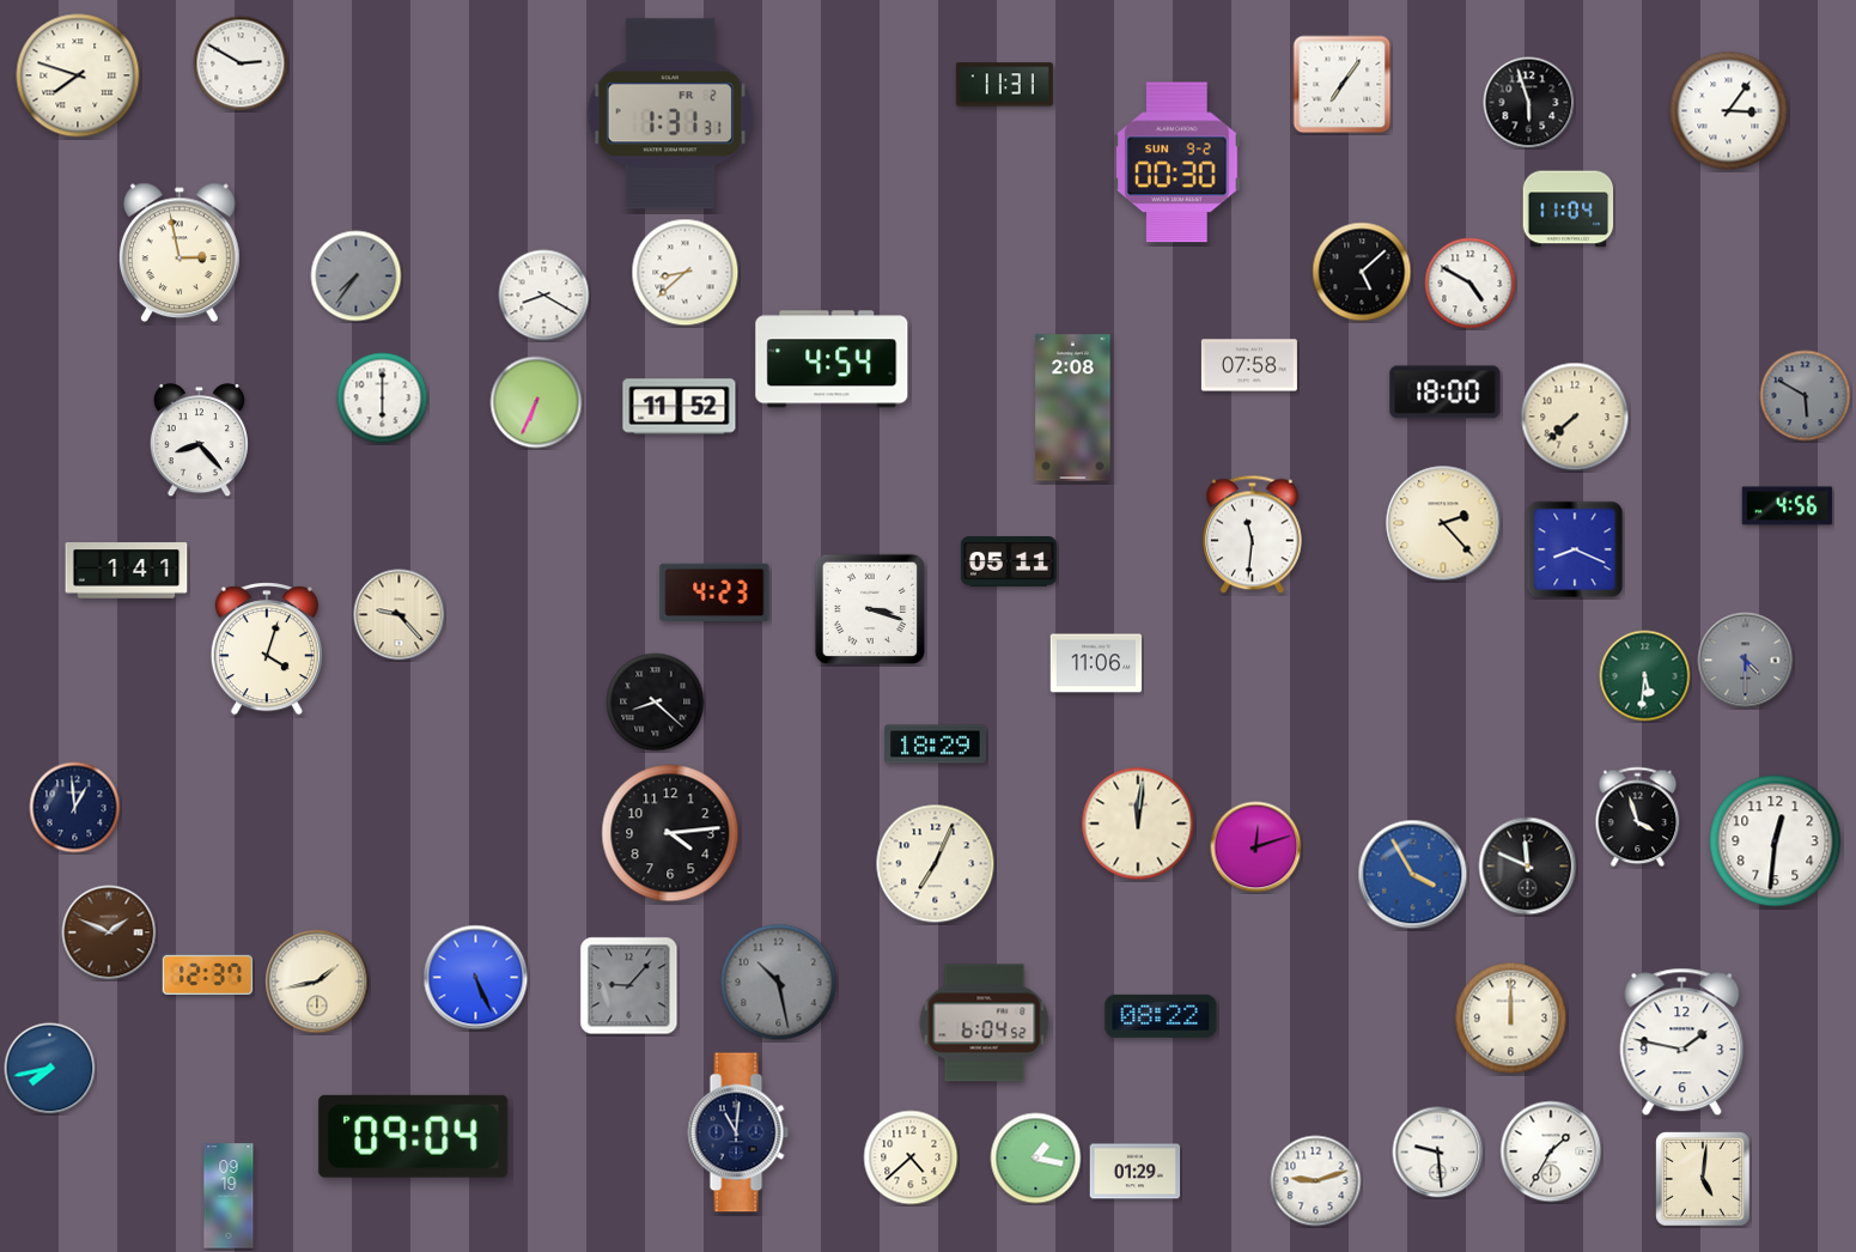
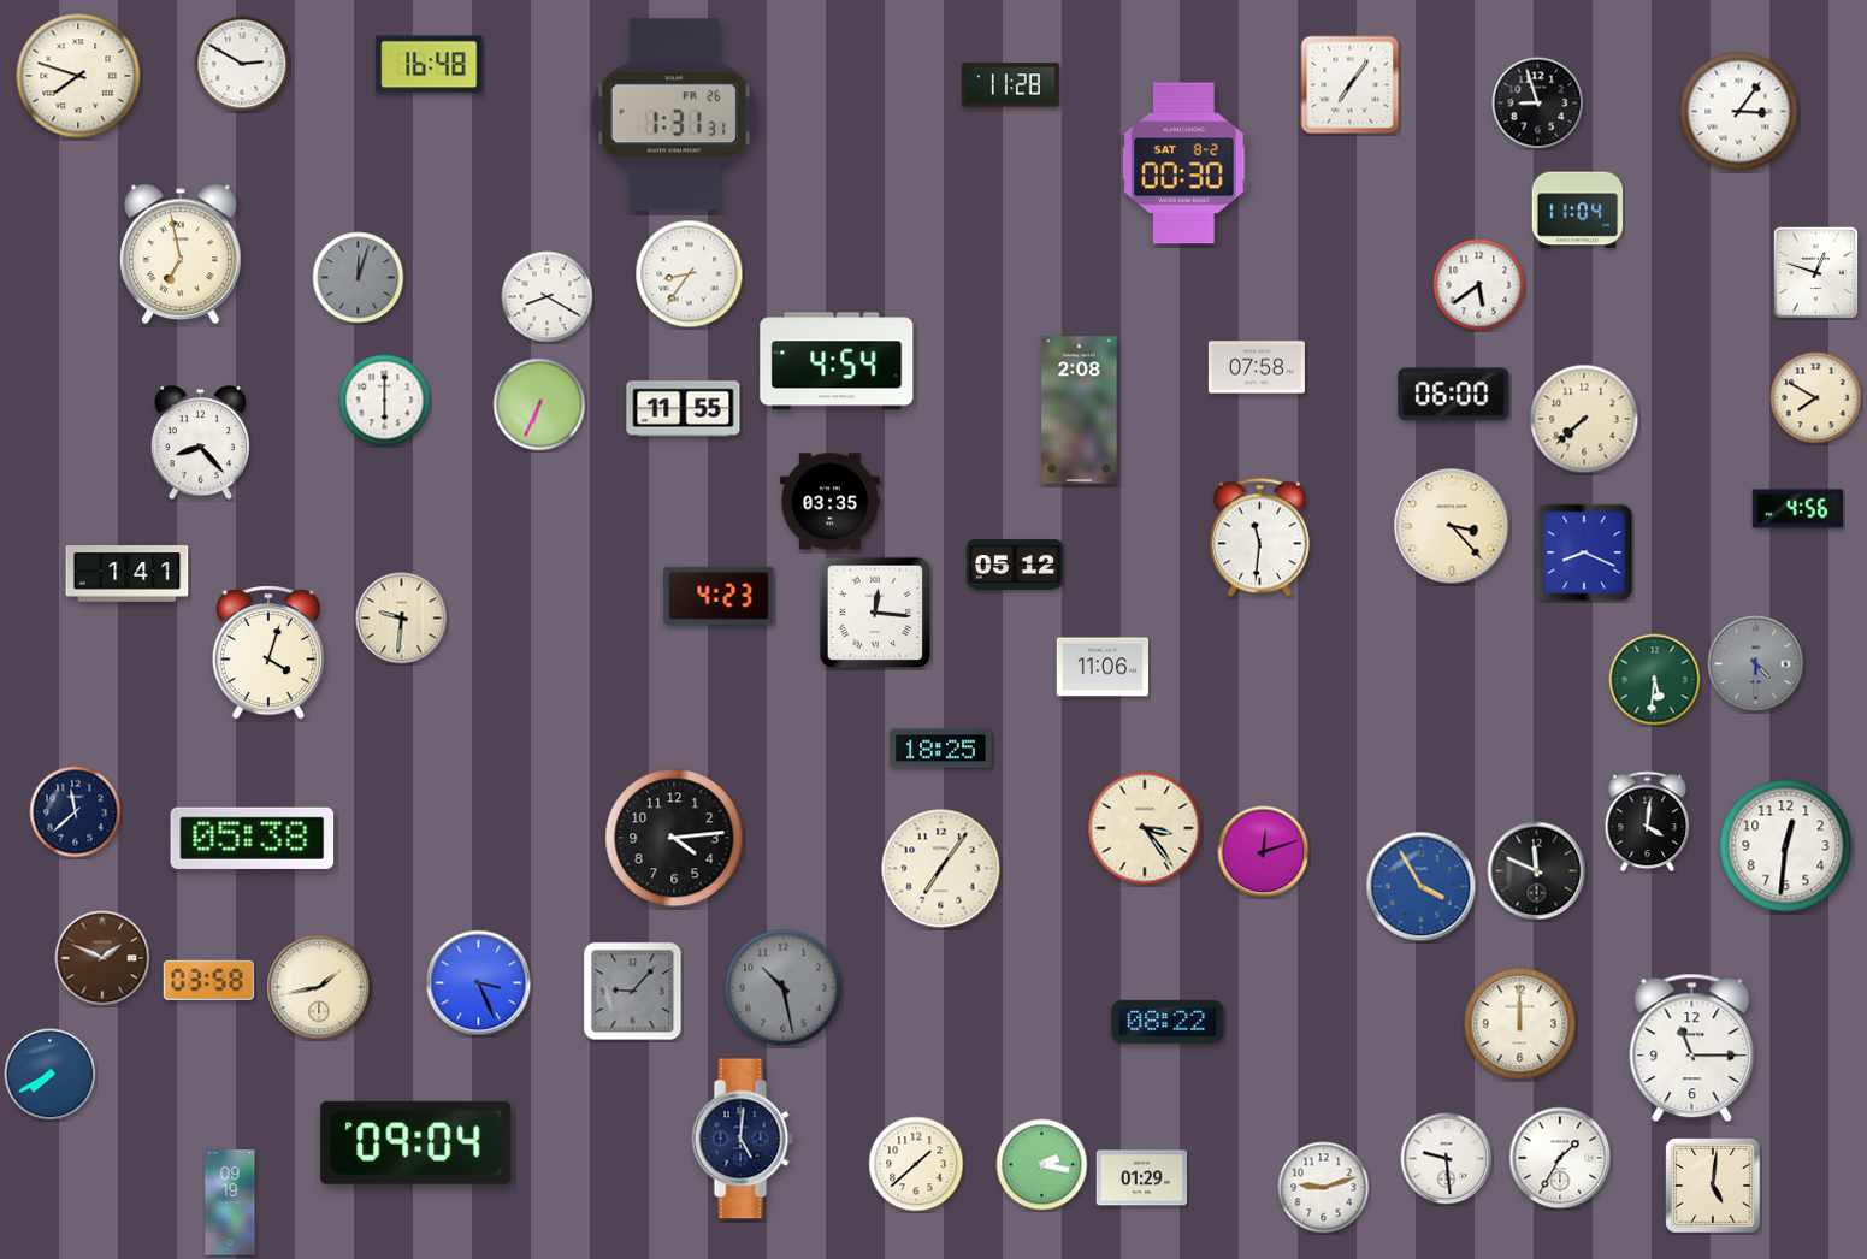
clock at (430, 65): none -> 16:48
clock at (1004, 85): 11:31 -> 11:28
clock at (1529, 103): 5:57 -> 8:57
clock at (670, 114) date: FR 2 -> FR 26
clock at (1178, 163) date: SUN 9-2 -> SAT 8-2
clock at (179, 253): 2:58 -> 6:58
clock at (1362, 272): 5:08 -> none
clock at (1816, 273): none -> 12:48
clock at (686, 273): 8:38 -> 8:36
clock at (357, 276): 7:36 -> 12:03
clock at (1471, 284): 4:50 -> 5:39
clock at (1446, 393): 18:00 -> 06:00
clock at (1806, 396): 5:50 -> 7:50
clock at (1806, 396) dial: grey -> cream
clock at (680, 407): 11:52 -> 11:55
clock at (831, 502): none -> 03:35
clock at (1443, 523): 2:23 -> 3:23
clock at (1009, 561): 05:11 -> 05:12
clock at (870, 609): 3:18 -> 12:16
clock at (400, 615): 9:23 -> 9:31
clock at (656, 703): 8:22 -> none
clock at (936, 744): 18:29 -> 18:25
clock at (75, 808): 12:59 -> 11:38
clock at (1638, 818): 3:57 -> 4:01
clock at (1138, 823): 12:01 -> 3:24
clock at (253, 838): none -> 05:38
clock at (936, 864): 7:04 -> 7:06
clock at (1413, 875) position: (1413, 875) -> (1422, 887)
clock at (109, 932) position: (109, 932) -> (102, 958)
clock at (208, 974): 12:37 -> 03:58
clock at (476, 978): 5:26 -> 3:26
clock at (985, 1023): 6:04 -> none
clock at (1682, 1043): 1:47 -> 11:15
clock at (50, 1069): 7:43 -> 7:40
clock at (738, 1132): 11:01 -> 5:01
clock at (911, 1157): 4:38 -> 1:38
clock at (1036, 1159): 1:17 -> 2:17
